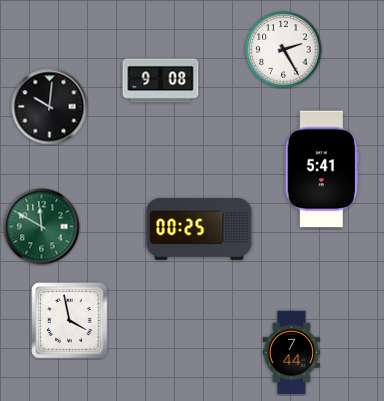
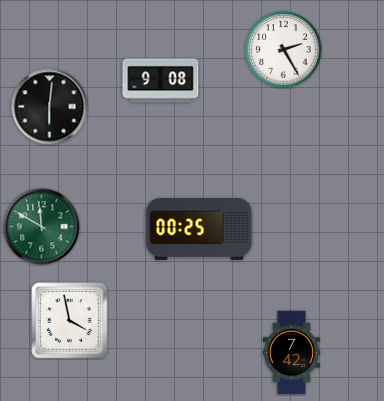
clock at (50, 107): 10:01 -> 6:01
clock at (322, 169): 5:41 -> none
clock at (292, 353): 7:44 -> 7:42
